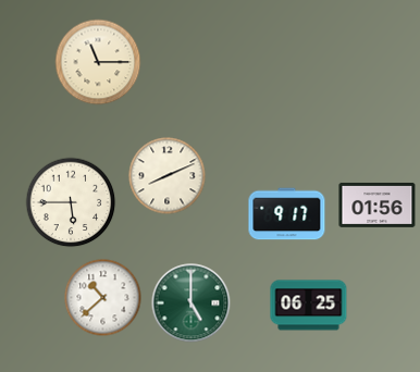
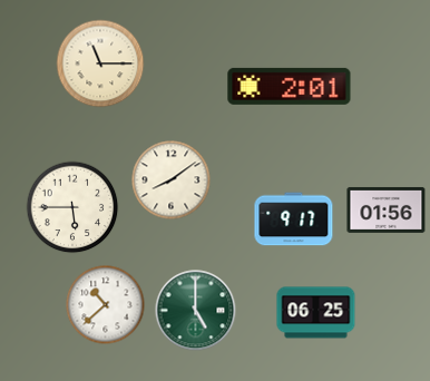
clock at (290, 86): none -> 2:01
clock at (168, 176): 8:11 -> 8:09
